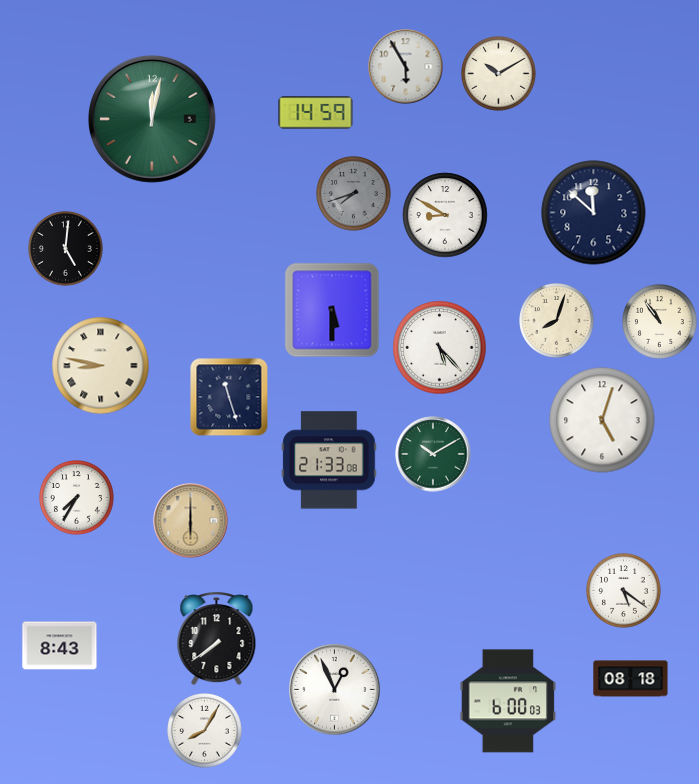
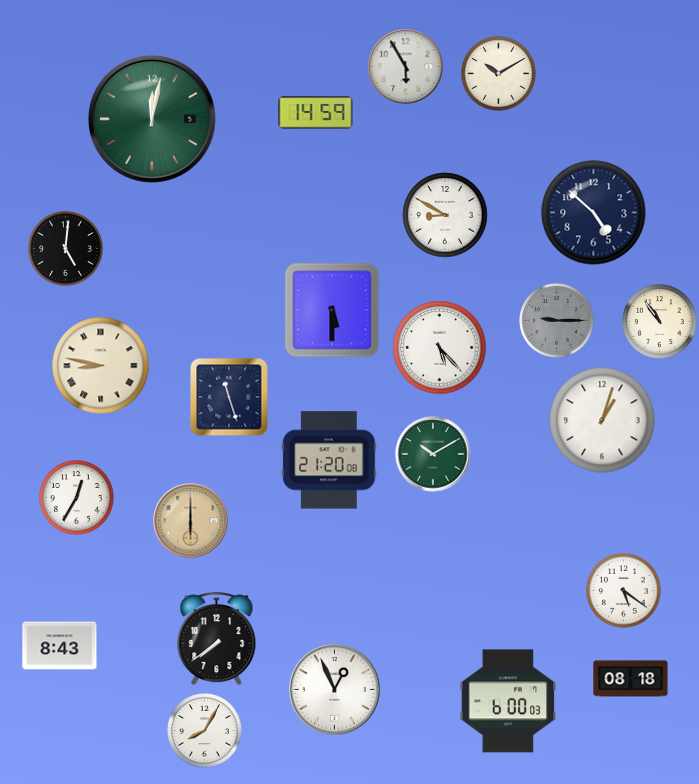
clock at (354, 194): 7:42 -> none
clock at (594, 213): 11:52 -> 4:52
clock at (557, 321): 8:03 -> 9:15
clock at (557, 321) dial: cream -> grey
clock at (602, 420): 5:03 -> 1:03
clock at (329, 460): 21:33 -> 21:20
clock at (77, 498): 7:35 -> 12:35
